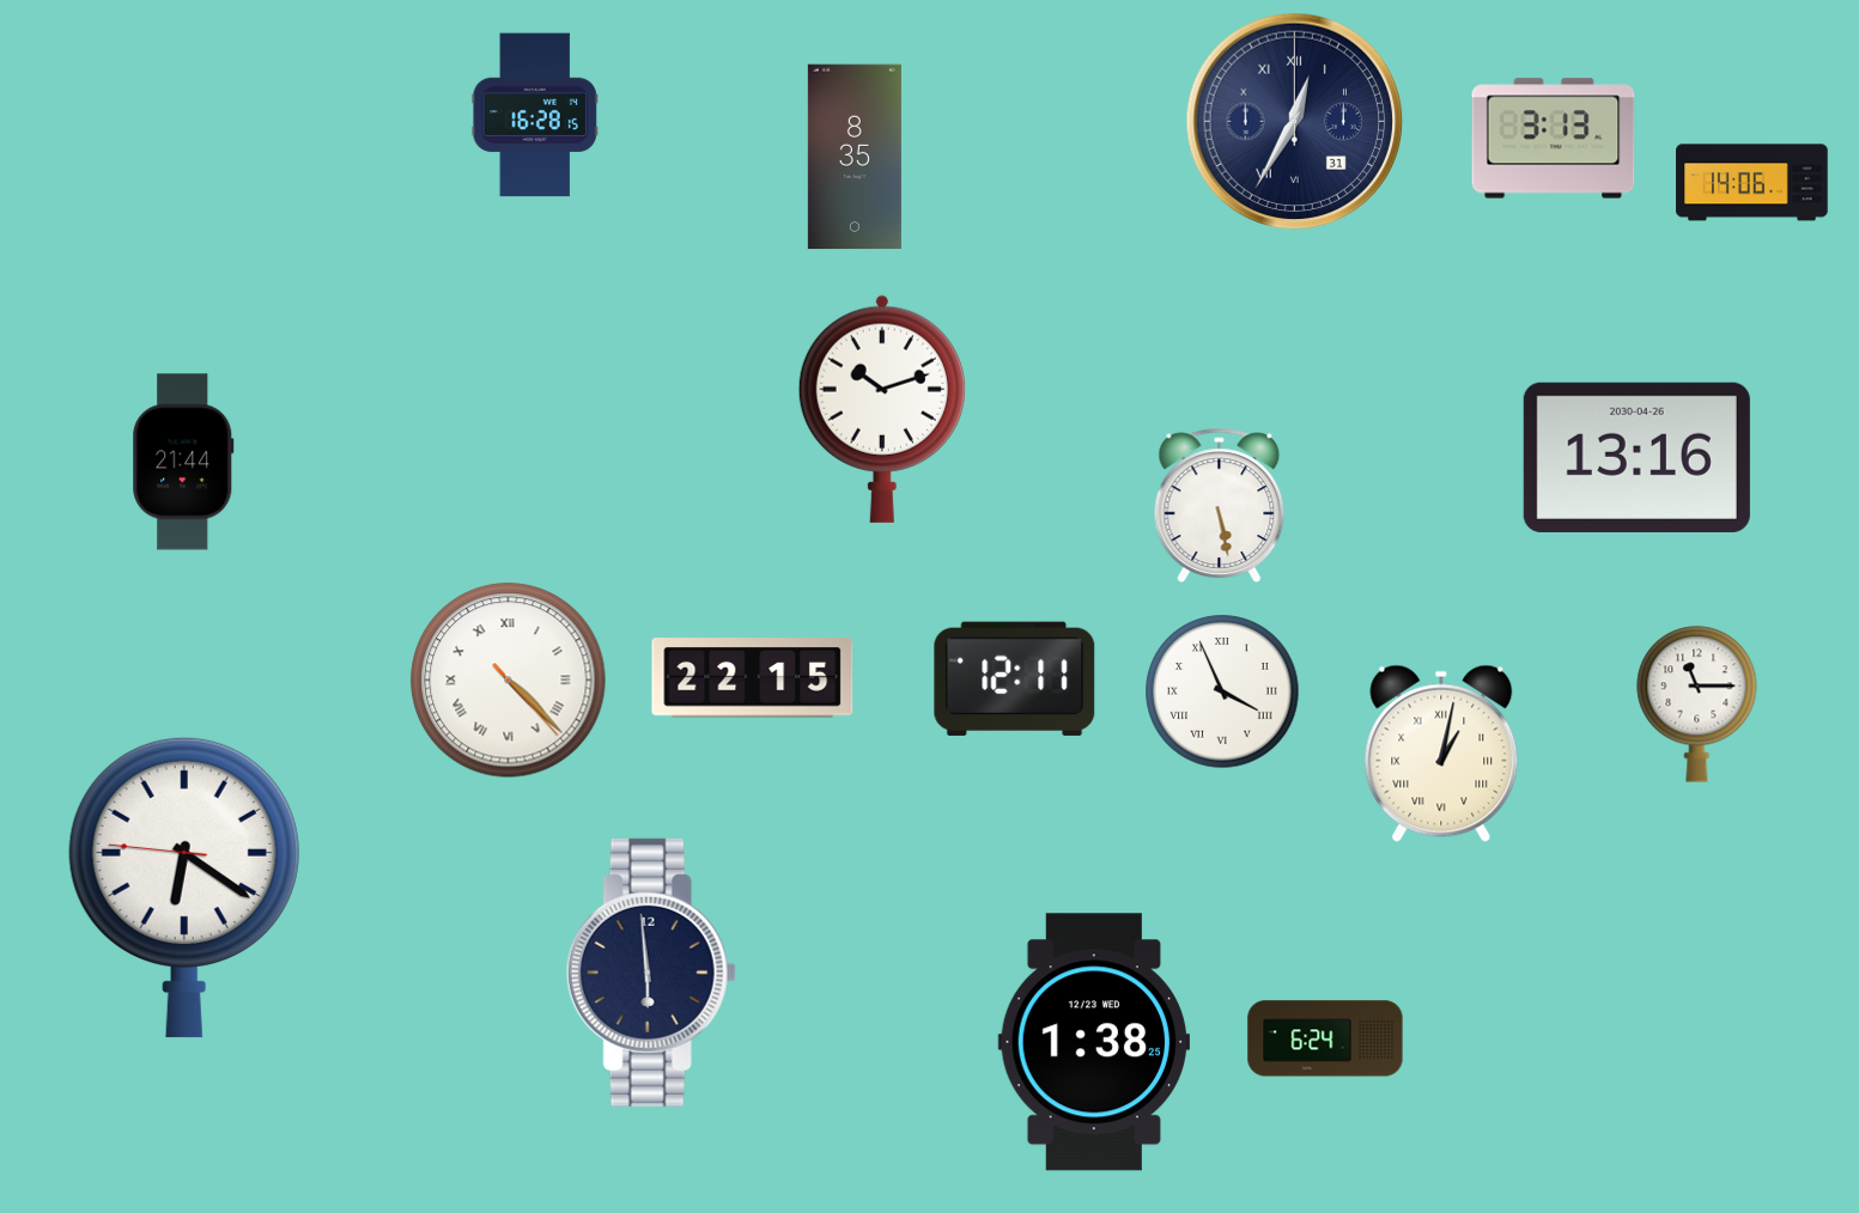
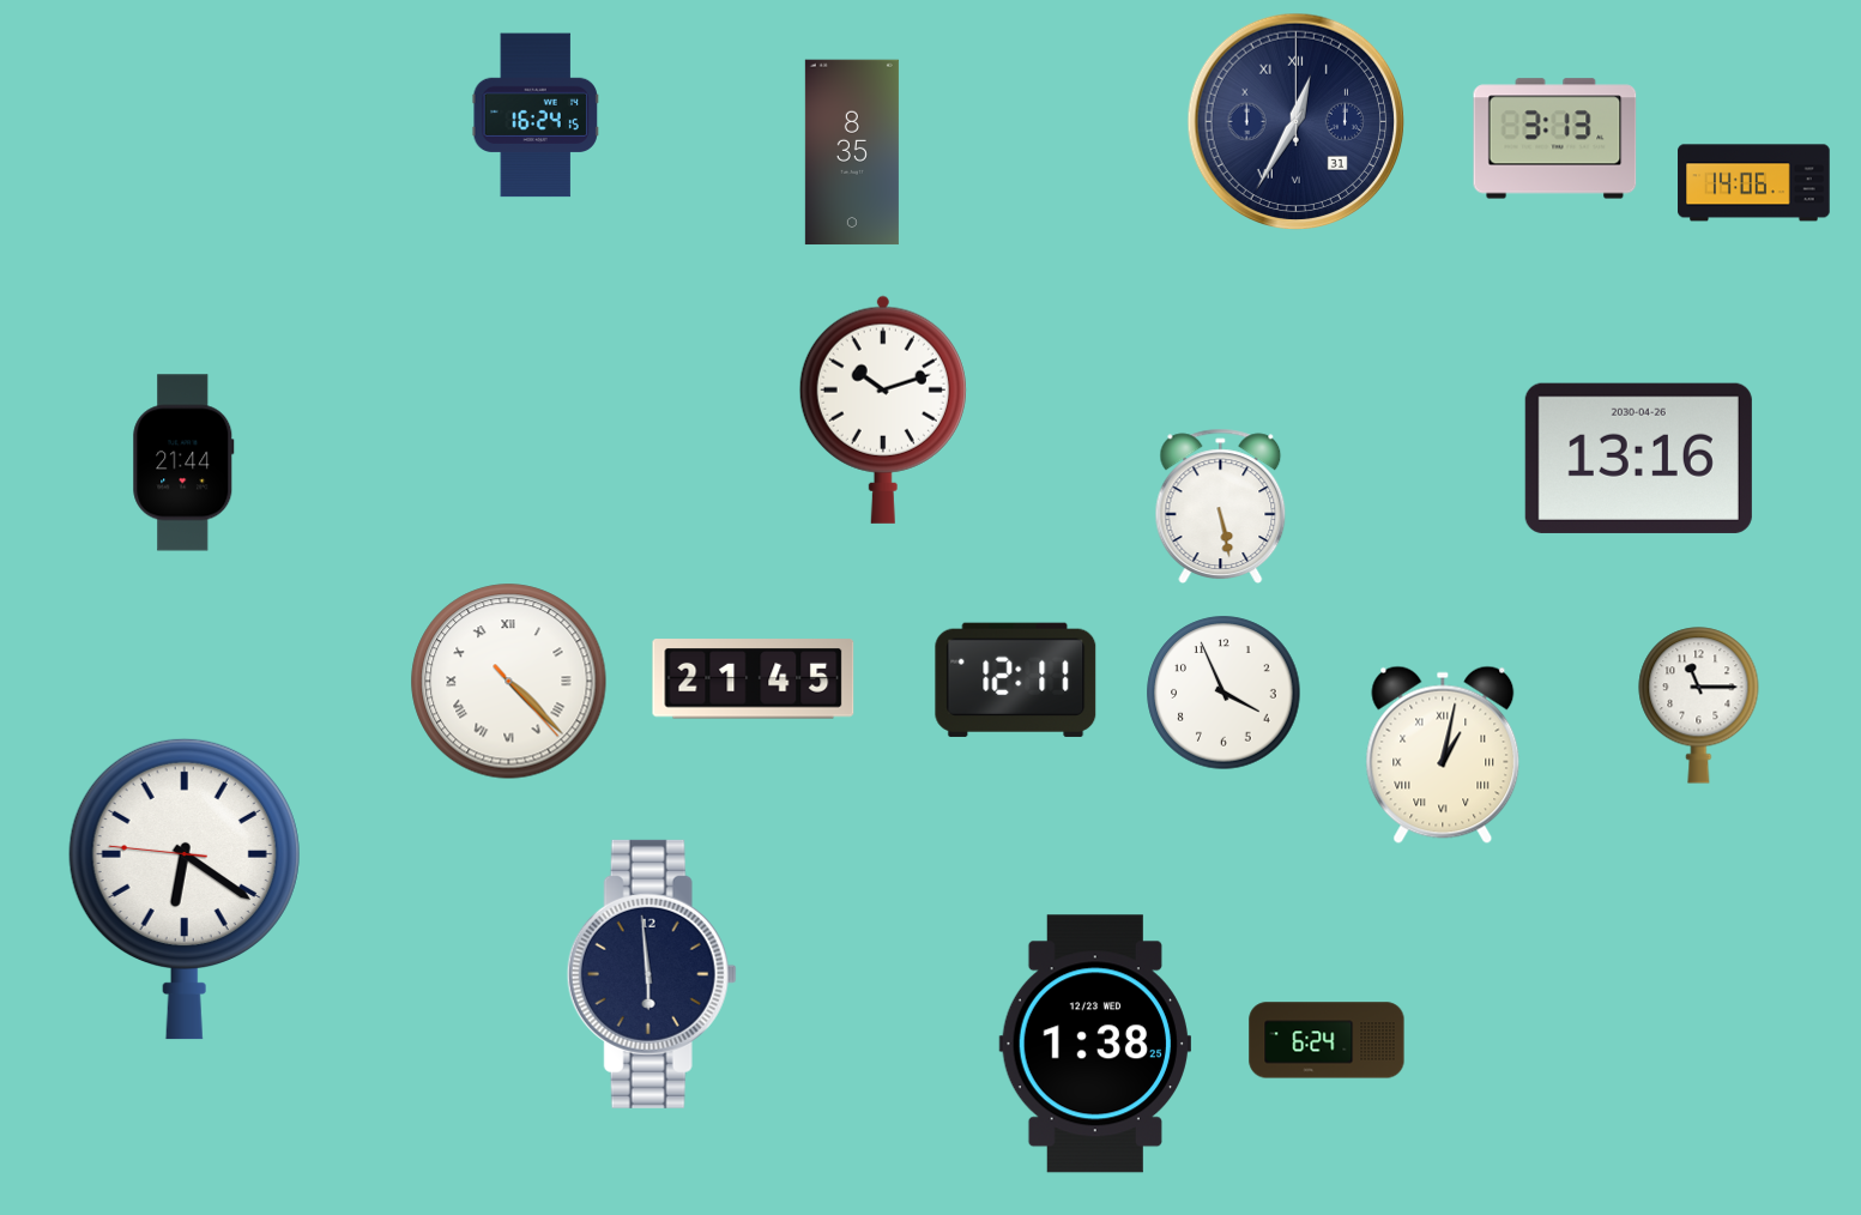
clock at (535, 115): 16:28 -> 16:24
clock at (855, 157) position: (855, 157) -> (852, 152)
clock at (753, 678): 22:15 -> 21:45
clock at (1222, 691) numerals: Roman -> Arabic
